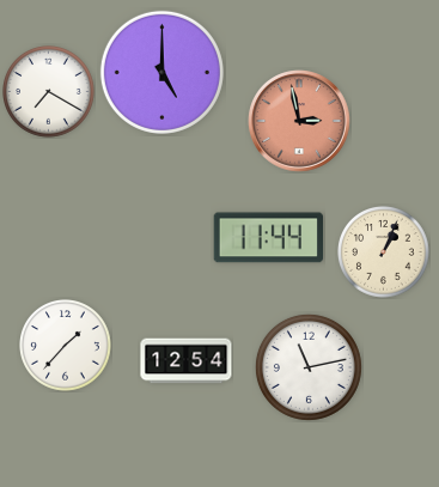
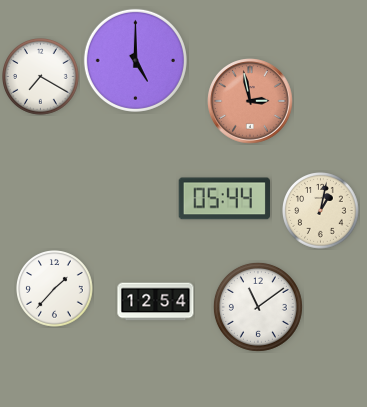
clock at (268, 238): 11:44 -> 05:44
clock at (384, 252): 1:04 -> 1:02
clock at (309, 367): 11:13 -> 11:09
